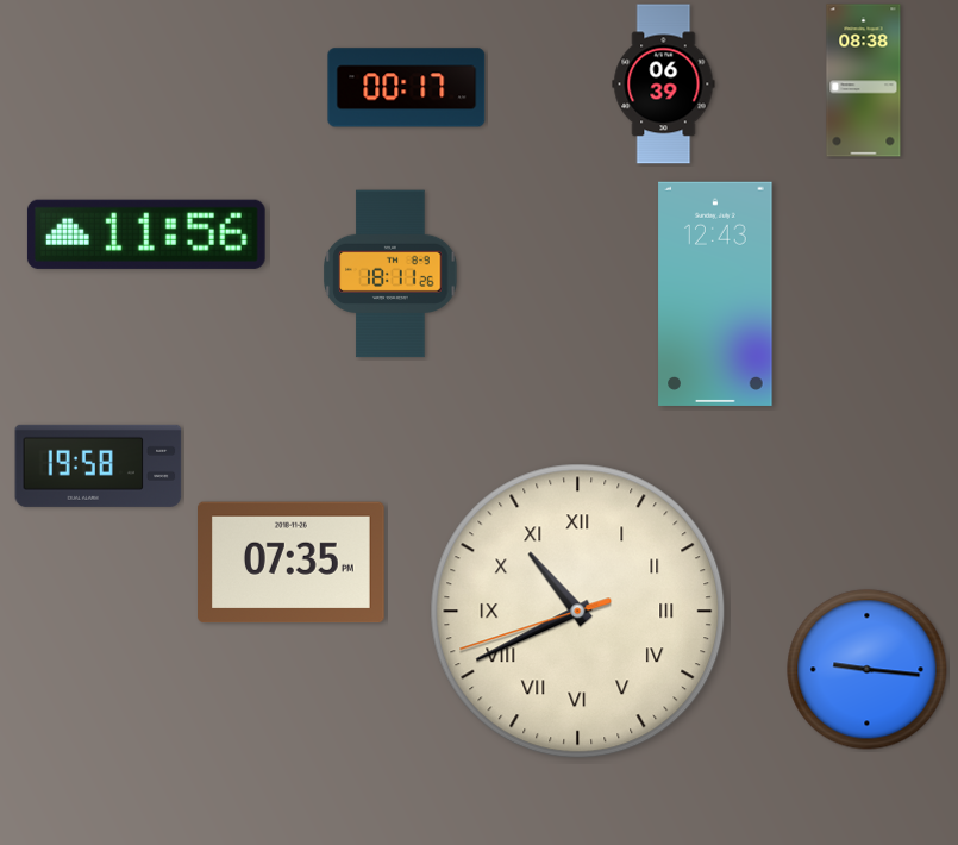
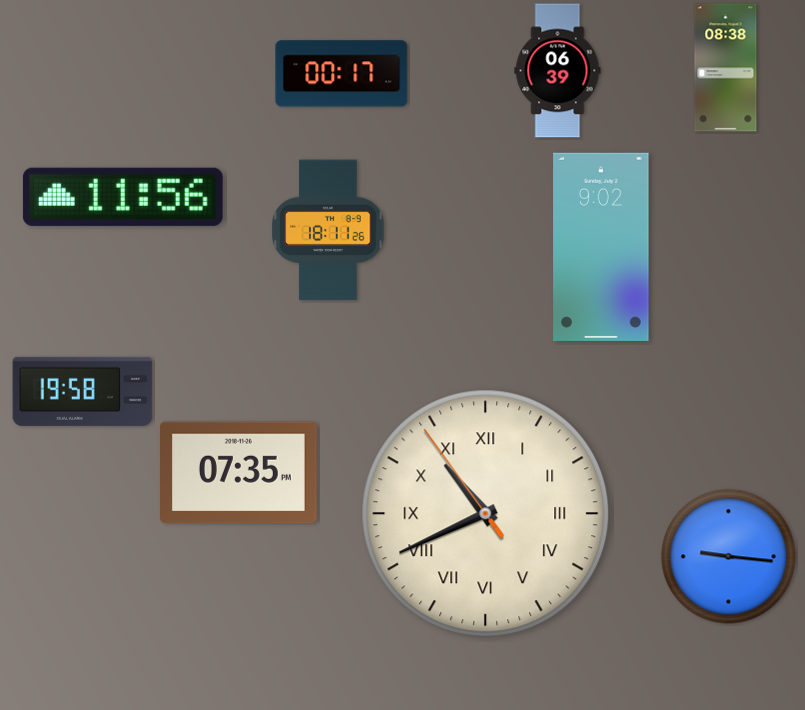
clock at (715, 294): 12:43 -> 9:02
clock at (292, 563) position: (292, 563) -> (239, 473)
clock at (578, 612): 10:40:42 -> 10:40:54
clock at (868, 670) position: (868, 670) -> (729, 557)
